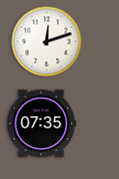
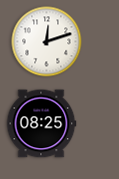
clock at (41, 124): 07:35 -> 08:25
